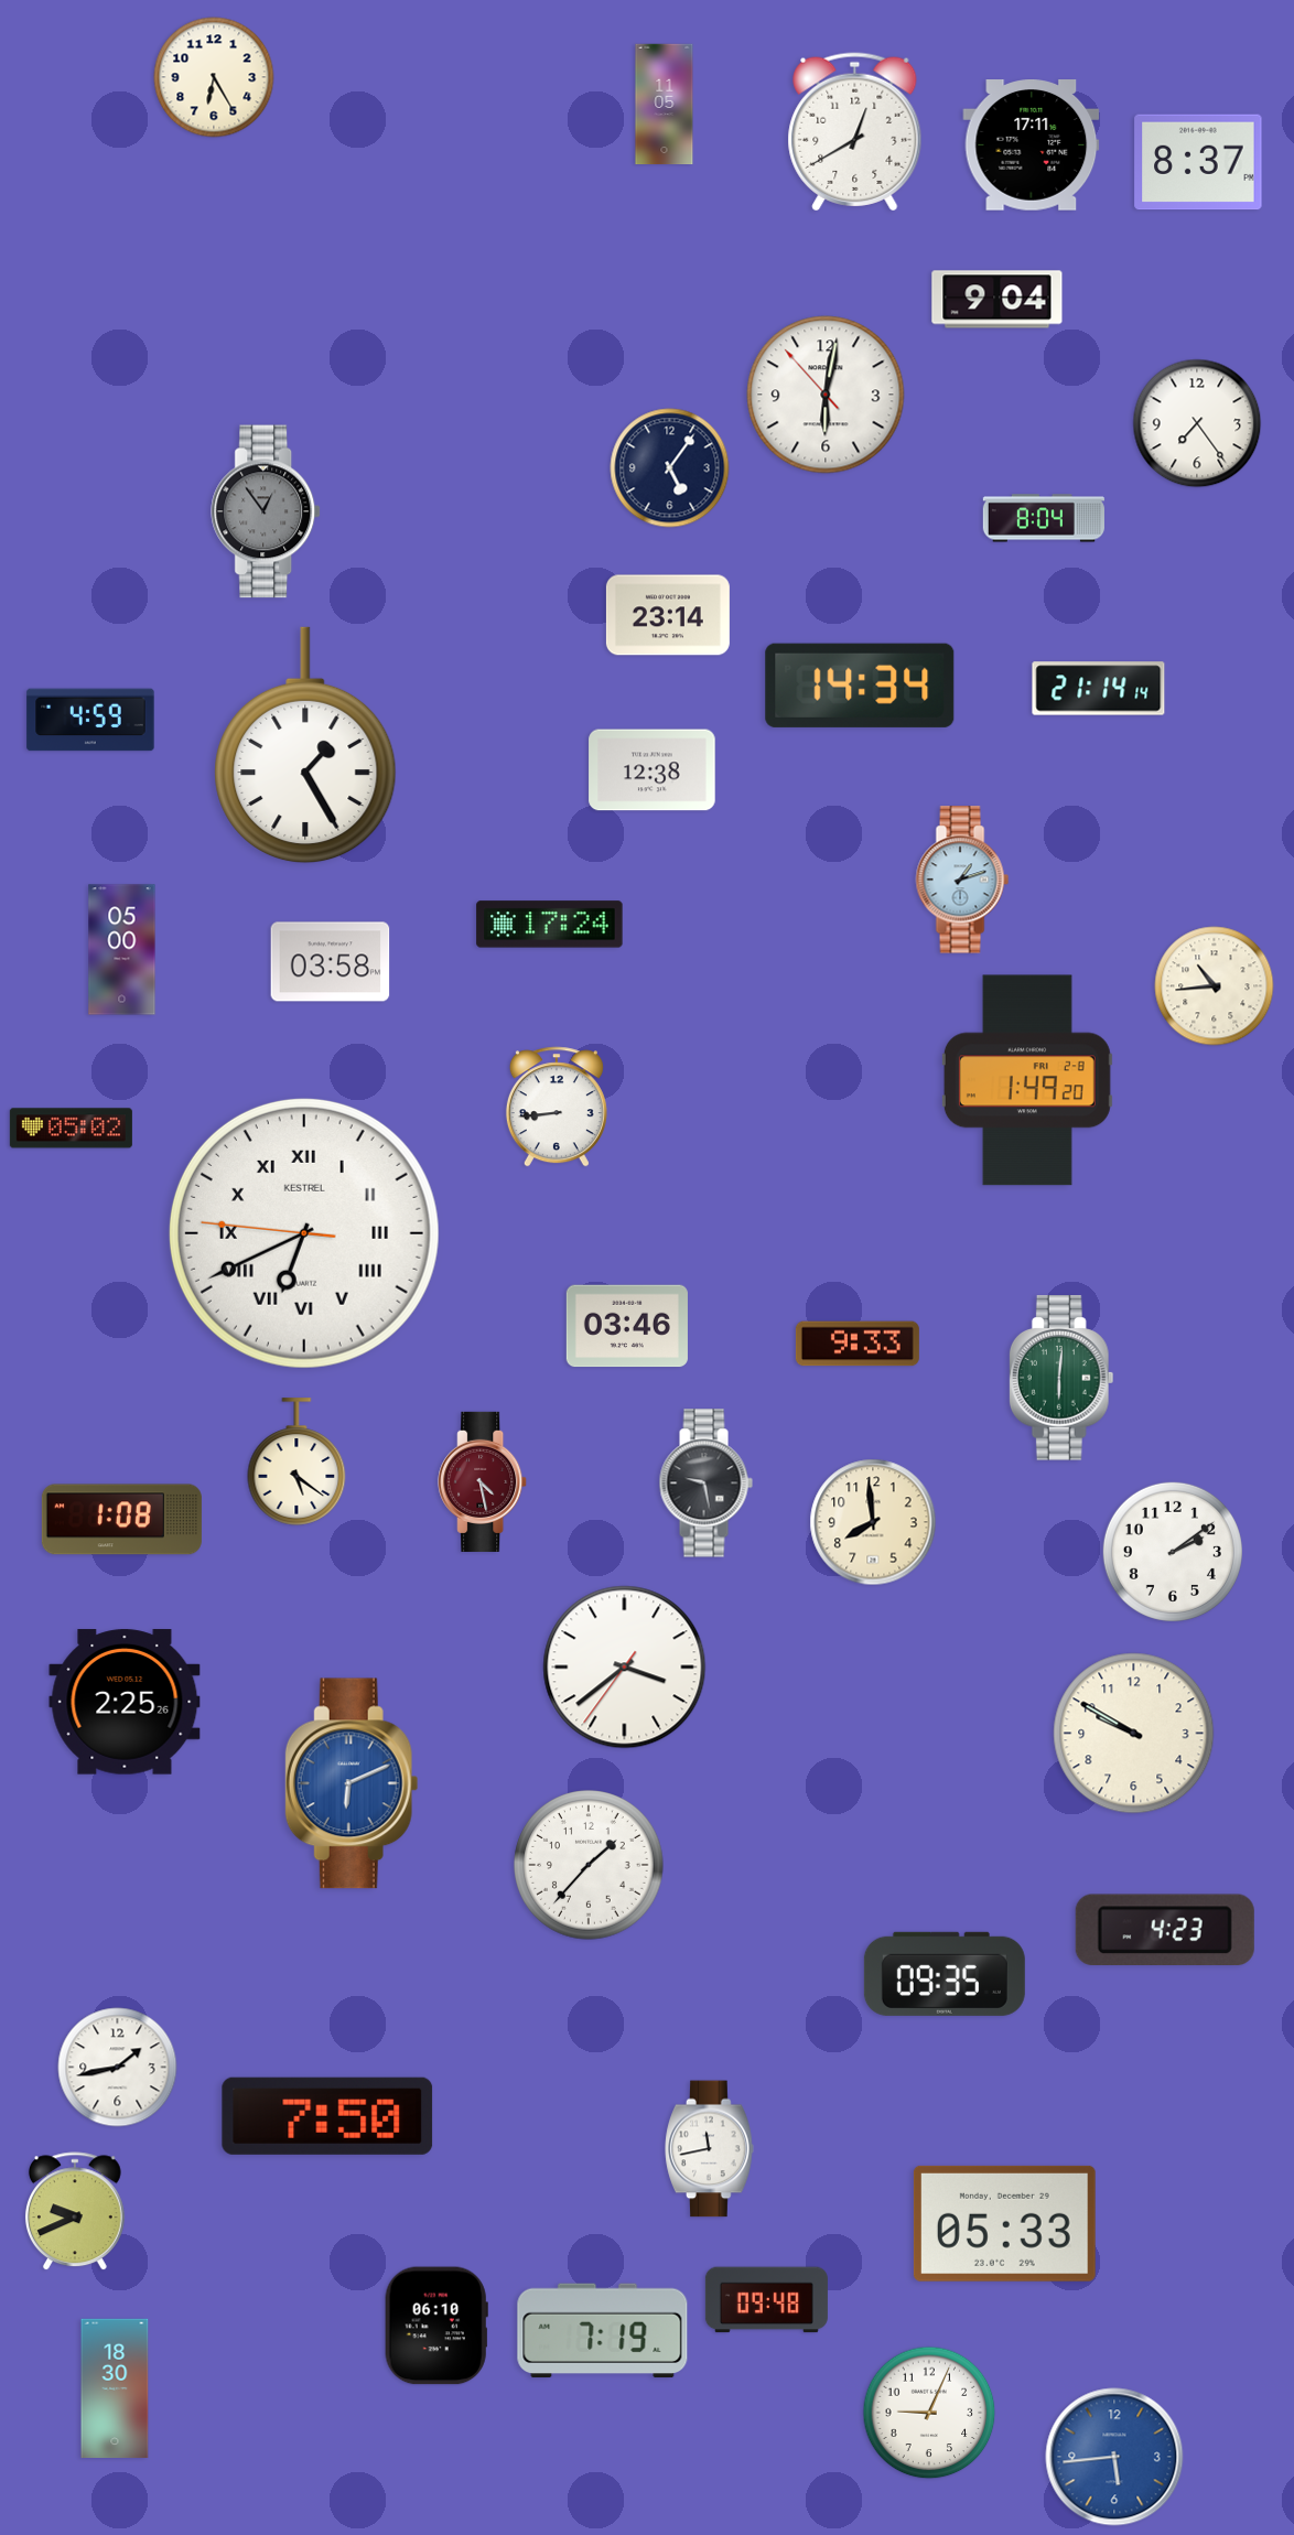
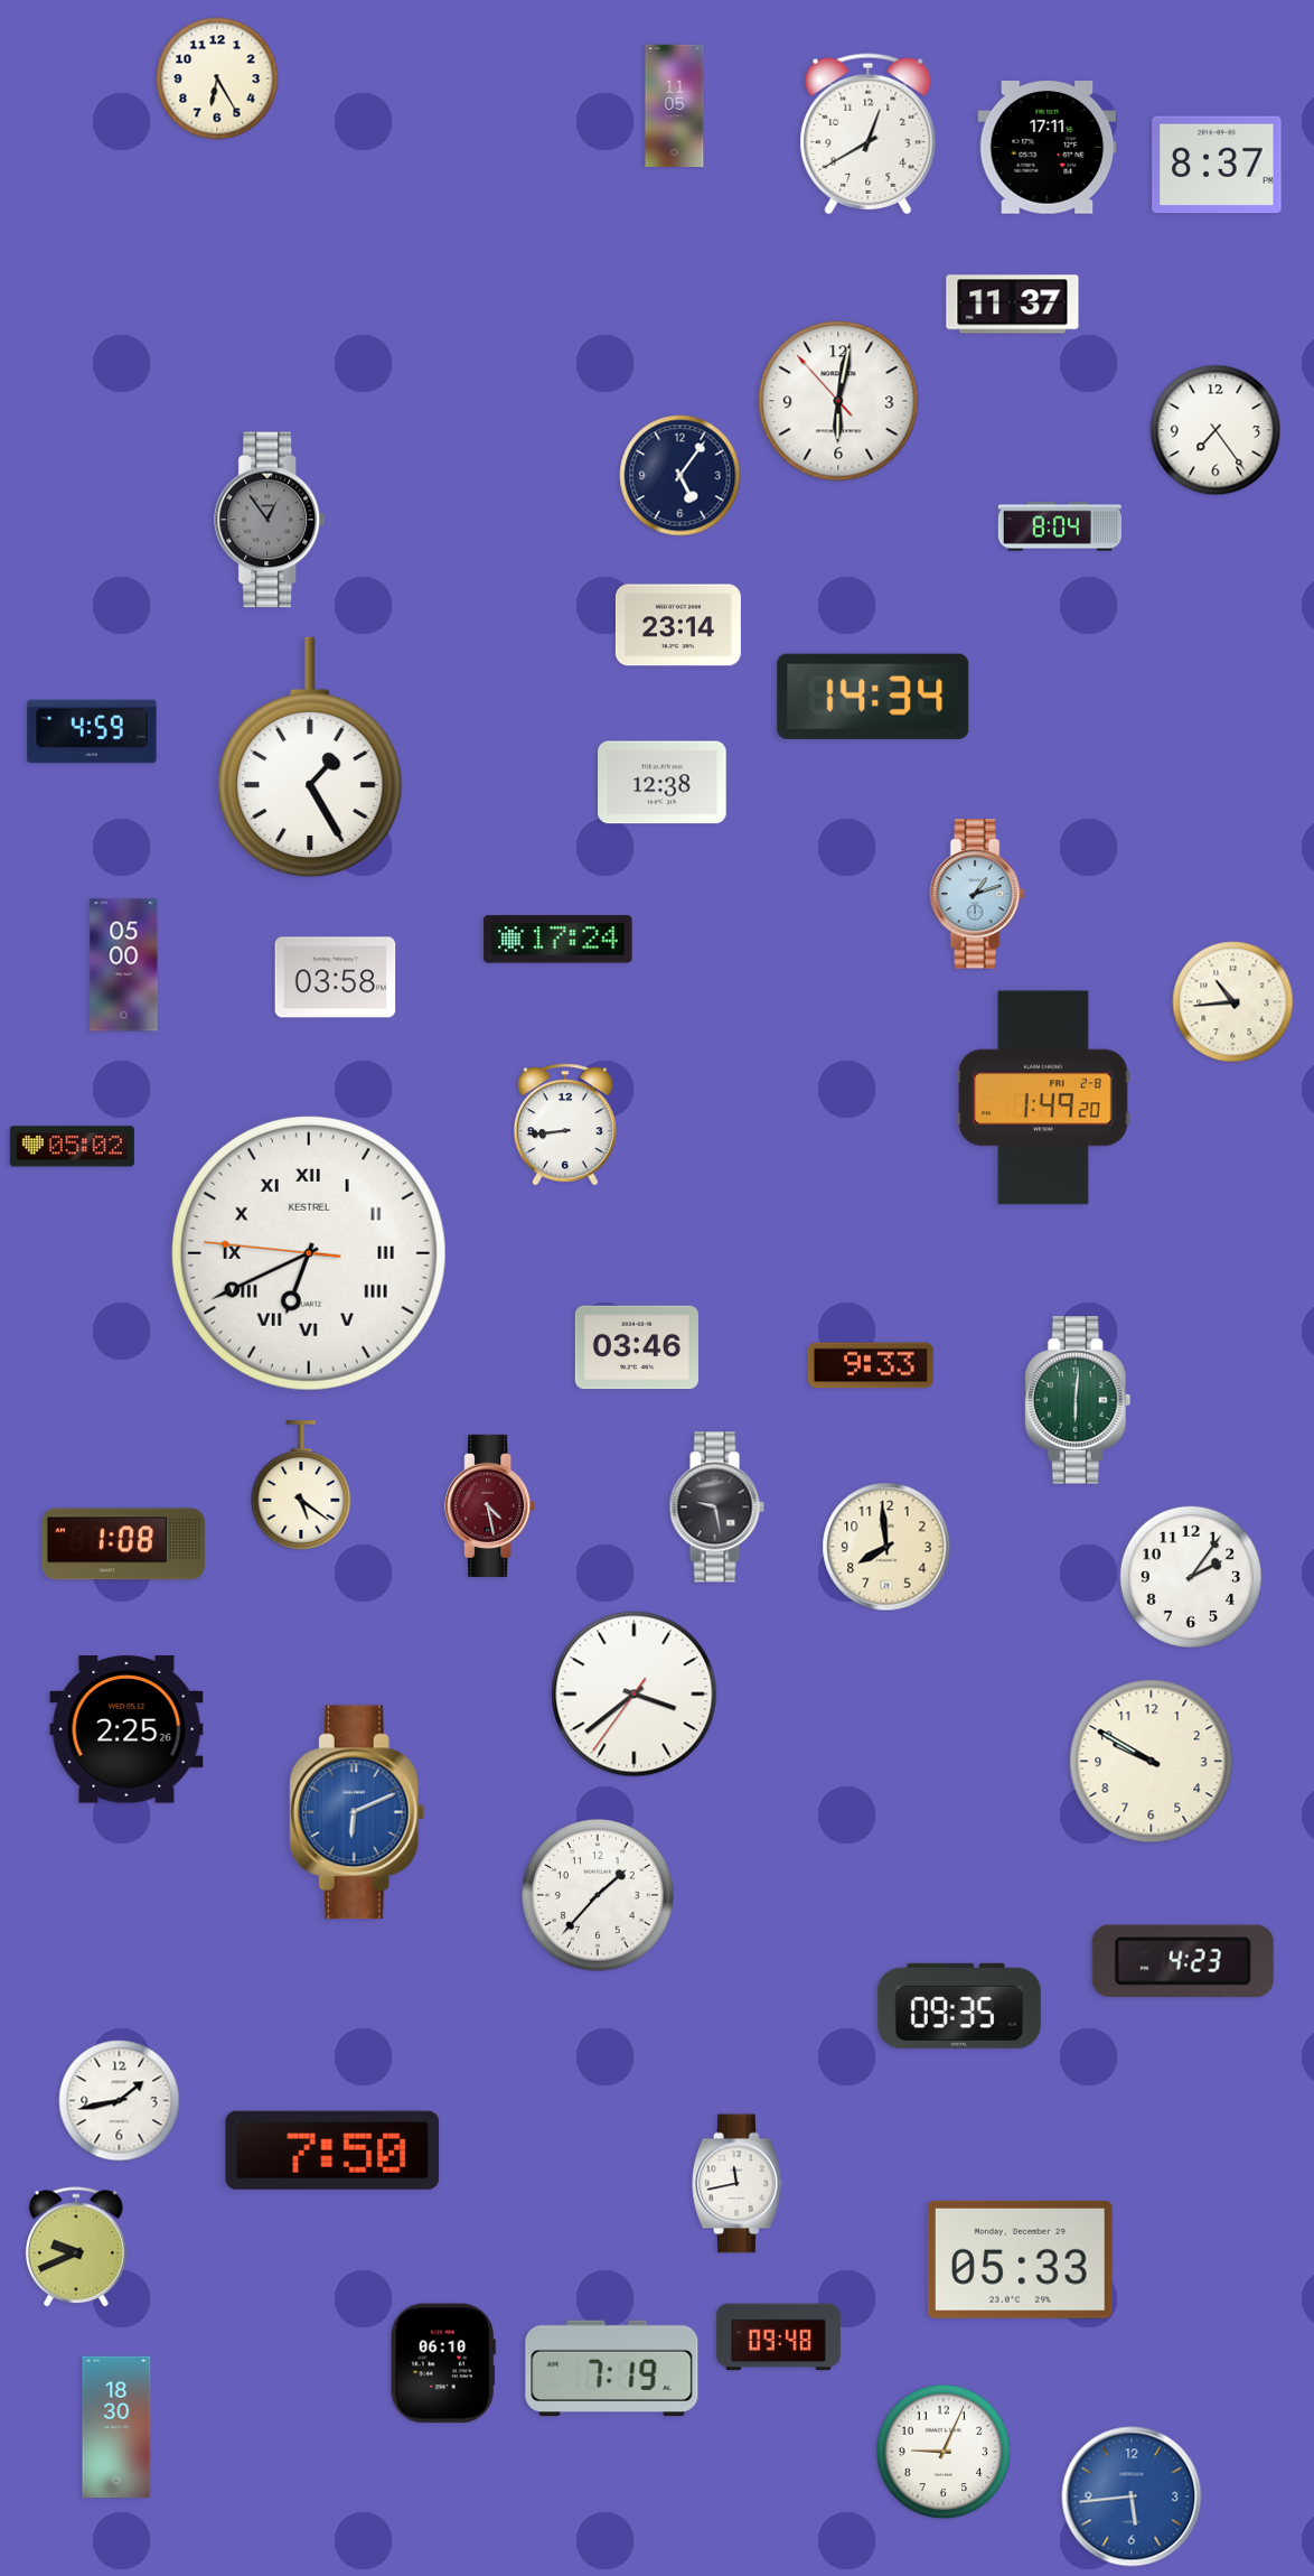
clock at (998, 300): 9:04 -> 11:37
clock at (1099, 689): 21:14 -> none
clock at (1173, 1552): 2:09 -> 2:06
clock at (710, 2149) position: (710, 2149) -> (738, 2184)
